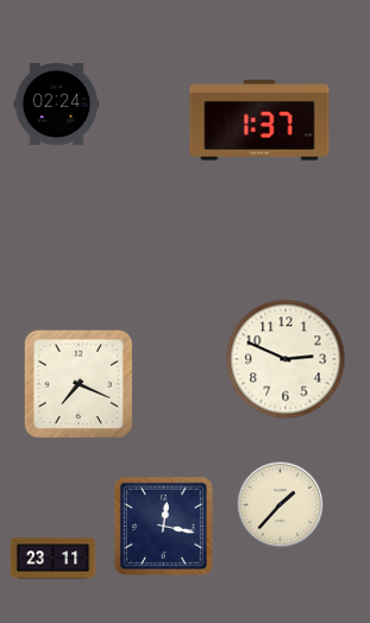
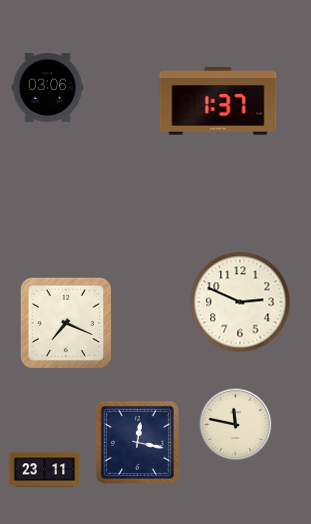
clock at (57, 105): 02:24 -> 03:06
clock at (281, 505): 1:37 -> 11:47
